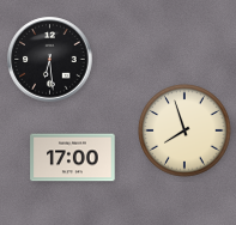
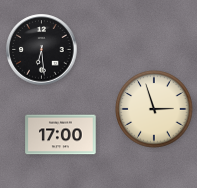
clock at (184, 130): 7:57 -> 2:57
clock at (73, 158) position: (73, 158) -> (61, 135)
